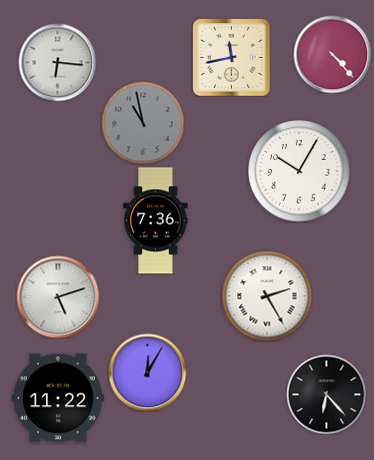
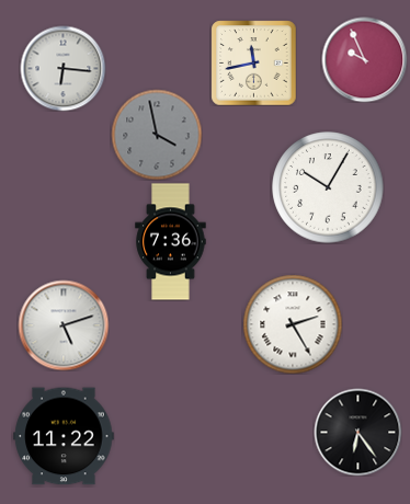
clock at (332, 54): 4:23 -> 9:56
clock at (143, 123): 10:58 -> 3:58
clock at (147, 372): 12:05 -> none
clock at (326, 394): 6:23 -> 6:24
